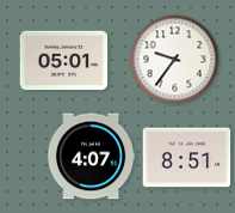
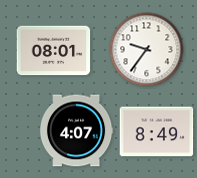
clock at (64, 61): 05:01 -> 08:01
clock at (187, 158): 8:51 -> 8:49
